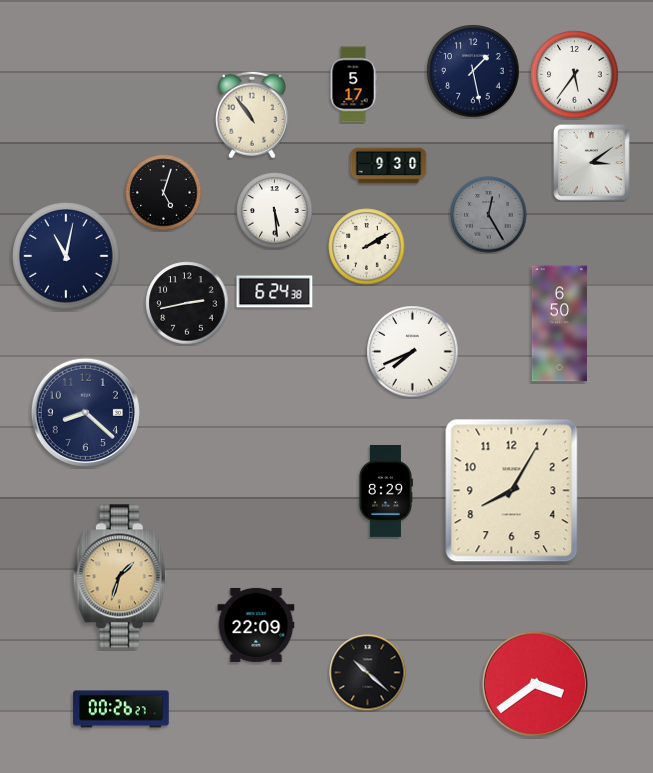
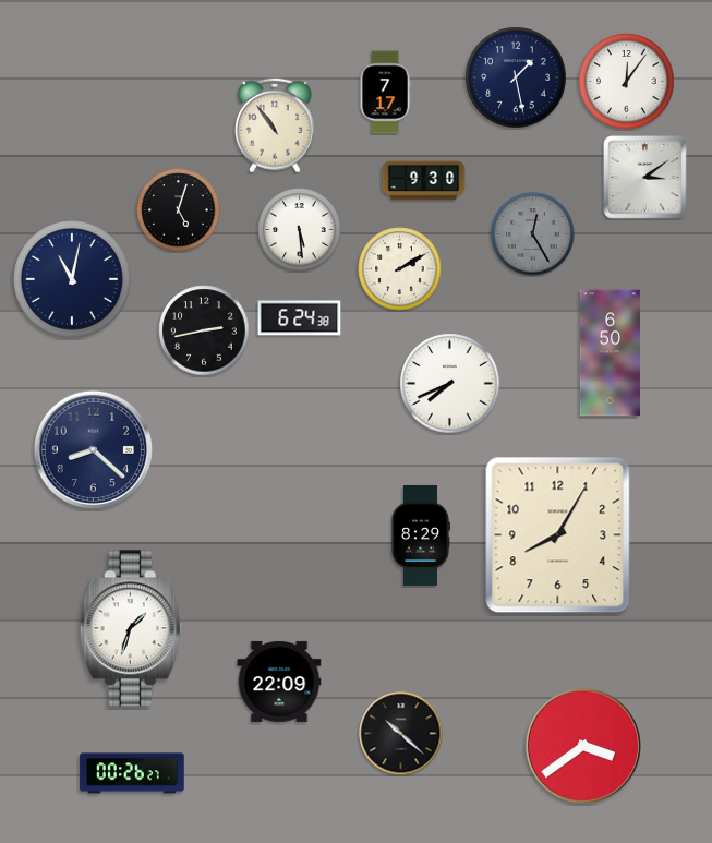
clock at (575, 75): 5:36 -> 12:06
clock at (353, 85): 5:17 -> 7:17
clock at (120, 576) dial: champagne -> white
